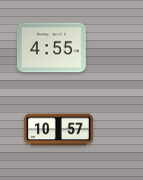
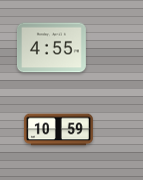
clock at (58, 130): 10:57 -> 10:59
